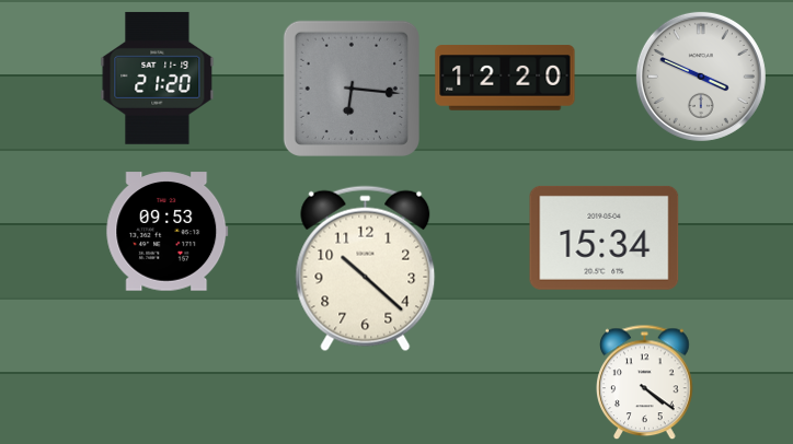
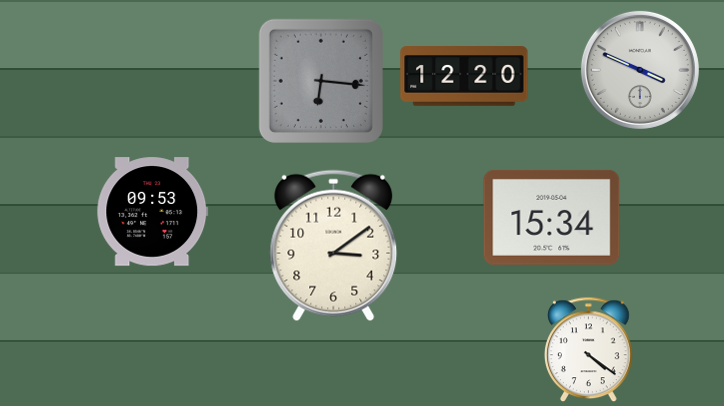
clock at (158, 78): 21:20 -> none
clock at (505, 78) position: (505, 78) -> (464, 76)
clock at (366, 269): 10:22 -> 3:09
